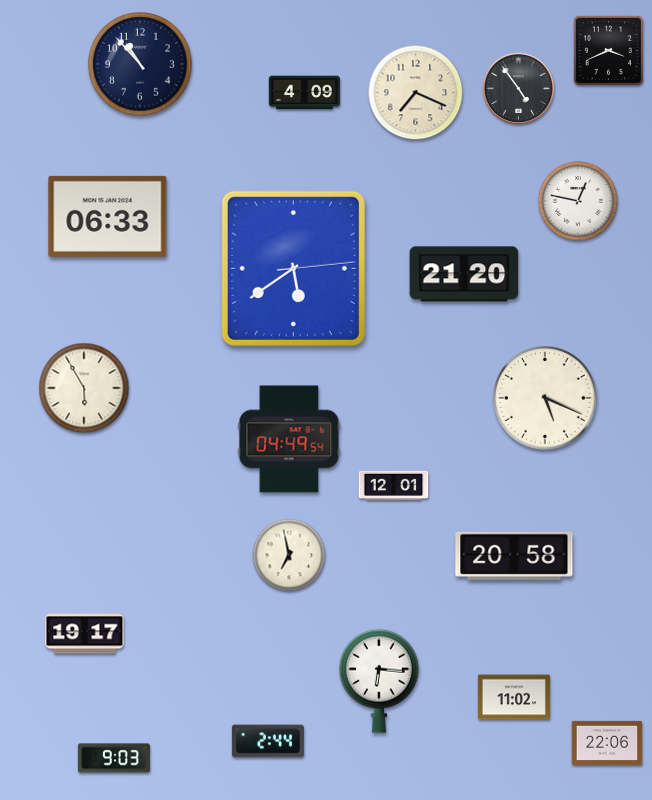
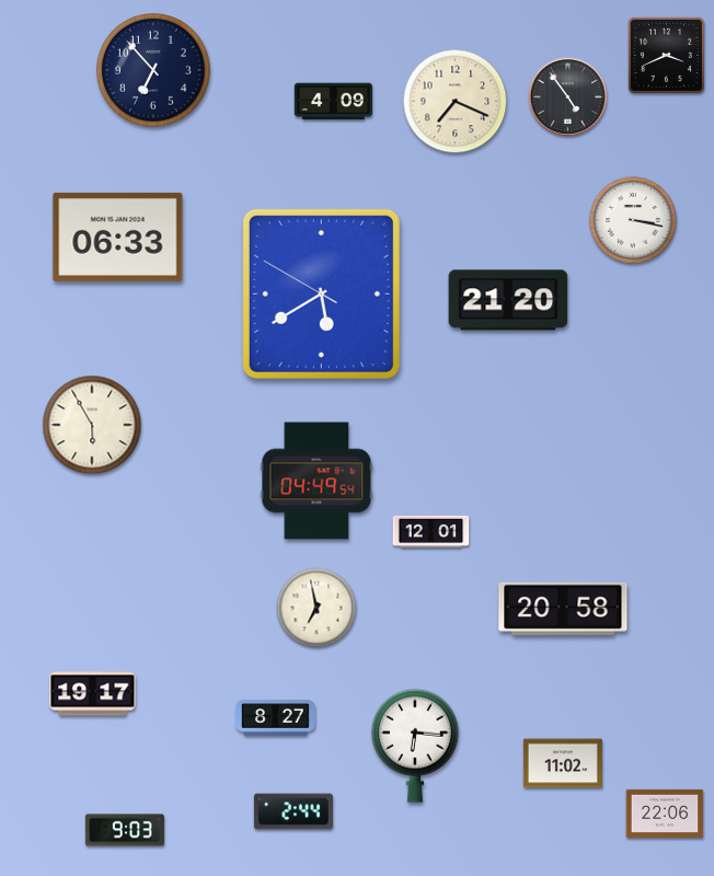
clock at (140, 64): 10:53 -> 6:53
clock at (578, 201): 12:47 -> 3:17
clock at (293, 268): 5:39:14 -> 5:39:50
clock at (545, 398): 5:19 -> none
clock at (275, 718): none -> 8:27
